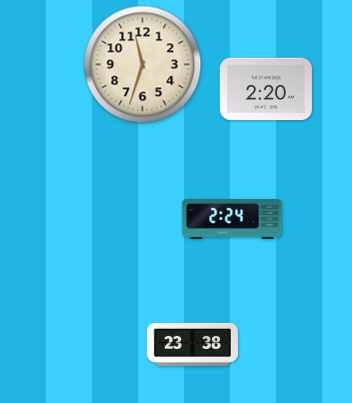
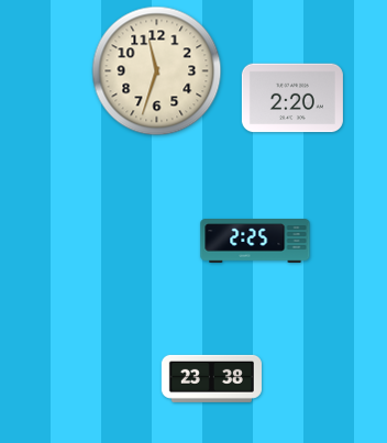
clock at (232, 220): 2:24 -> 2:25
